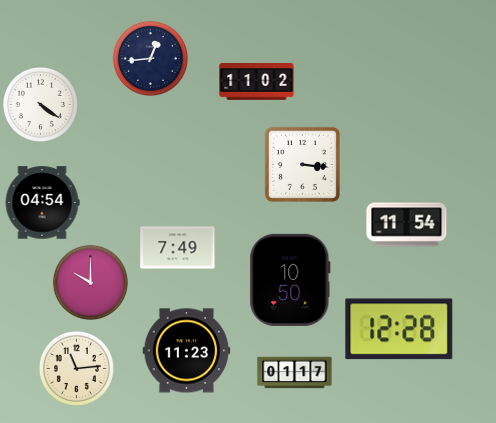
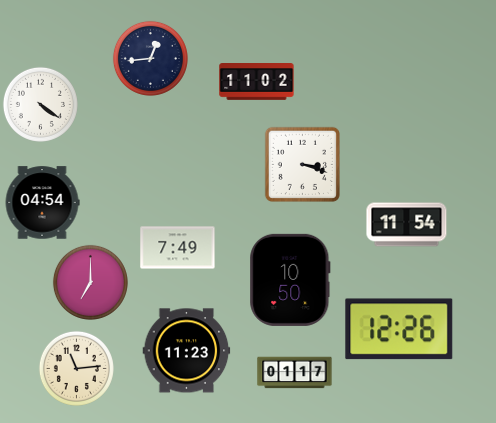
clock at (302, 164): 3:16 -> 3:18
clock at (90, 282): 10:00 -> 7:00
clock at (399, 329): 12:28 -> 12:26
